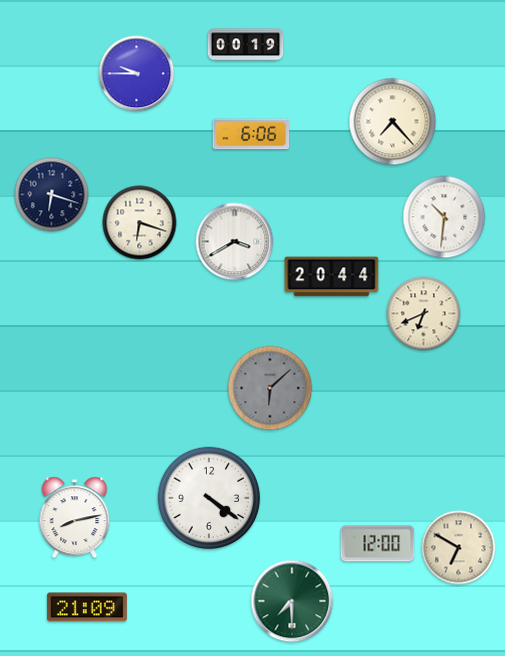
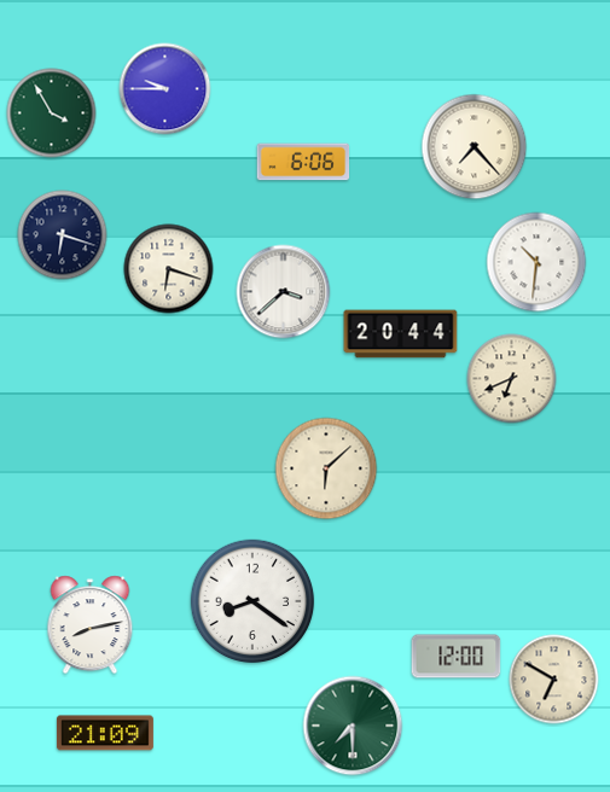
clock at (246, 45): 00:19 -> none
clock at (52, 113): none -> 3:55
clock at (235, 242): 3:40 -> 3:38
clock at (270, 388) dial: grey -> cream
clock at (209, 498): 4:21 -> 8:21
clock at (459, 548) position: (459, 548) -> (554, 680)
